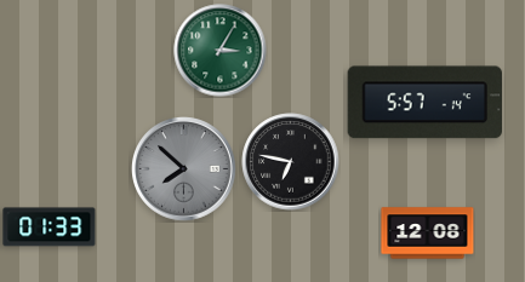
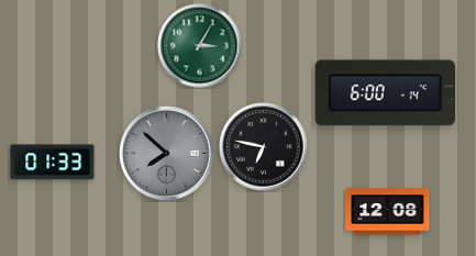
clock at (424, 103): 5:57 -> 6:00
clock at (50, 228) position: (50, 228) -> (53, 163)
